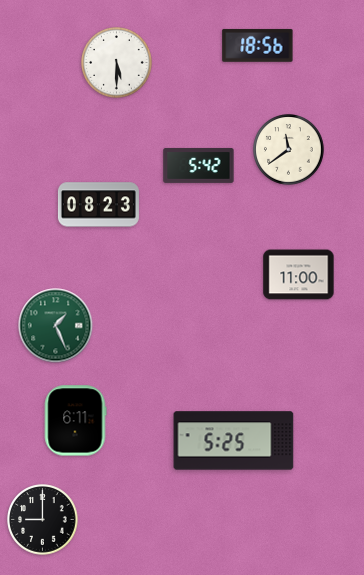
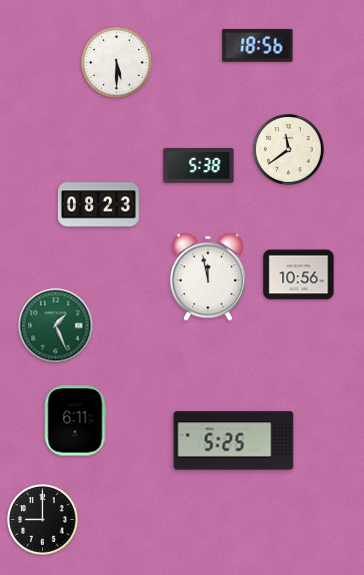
clock at (199, 165): 5:42 -> 5:38
clock at (299, 275): 11:00 -> 10:56
clock at (208, 277): none -> 11:58
